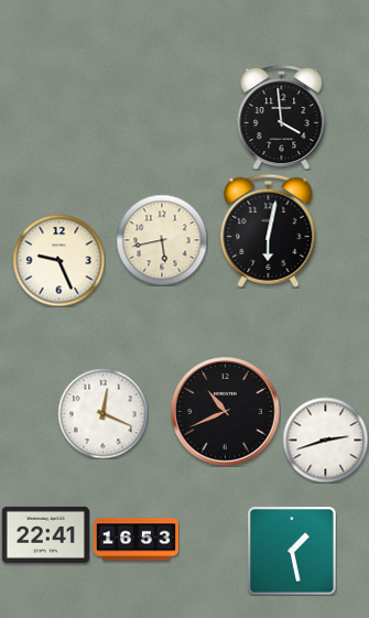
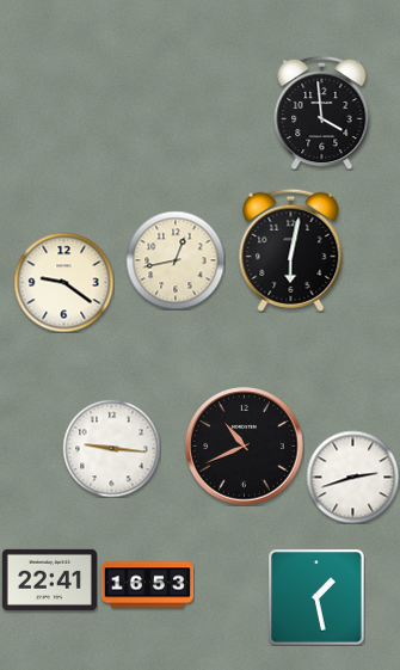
clock at (282, 117) position: (282, 117) -> (322, 112)
clock at (162, 240): 5:43 -> 12:43
clock at (58, 260): 9:26 -> 9:21
clock at (102, 413): 12:19 -> 9:16
